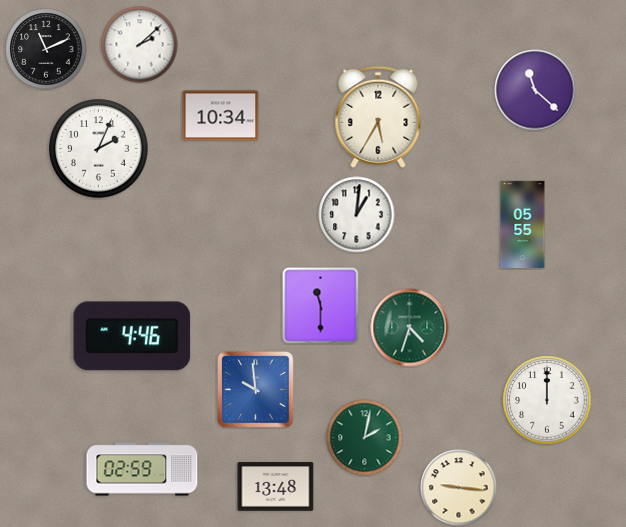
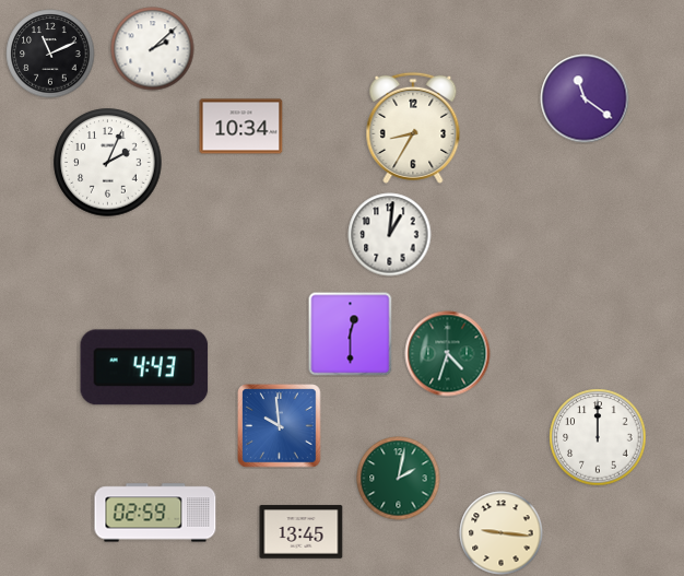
clock at (535, 90): 11:22 -> 11:21
clock at (378, 117): 5:35 -> 8:35
clock at (523, 224): 05:55 -> none
clock at (321, 306): 11:30 -> 12:30
clock at (410, 328) position: (410, 328) -> (448, 354)
clock at (132, 336): 4:46 -> 4:43
clock at (276, 487): 13:48 -> 13:45
